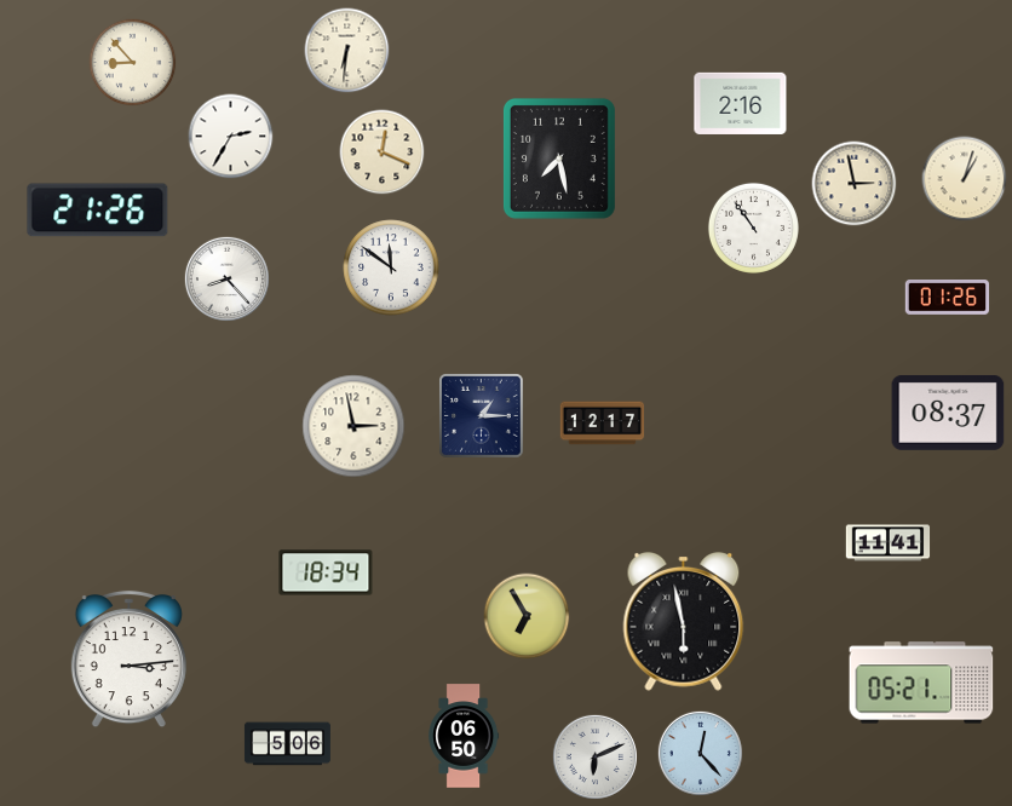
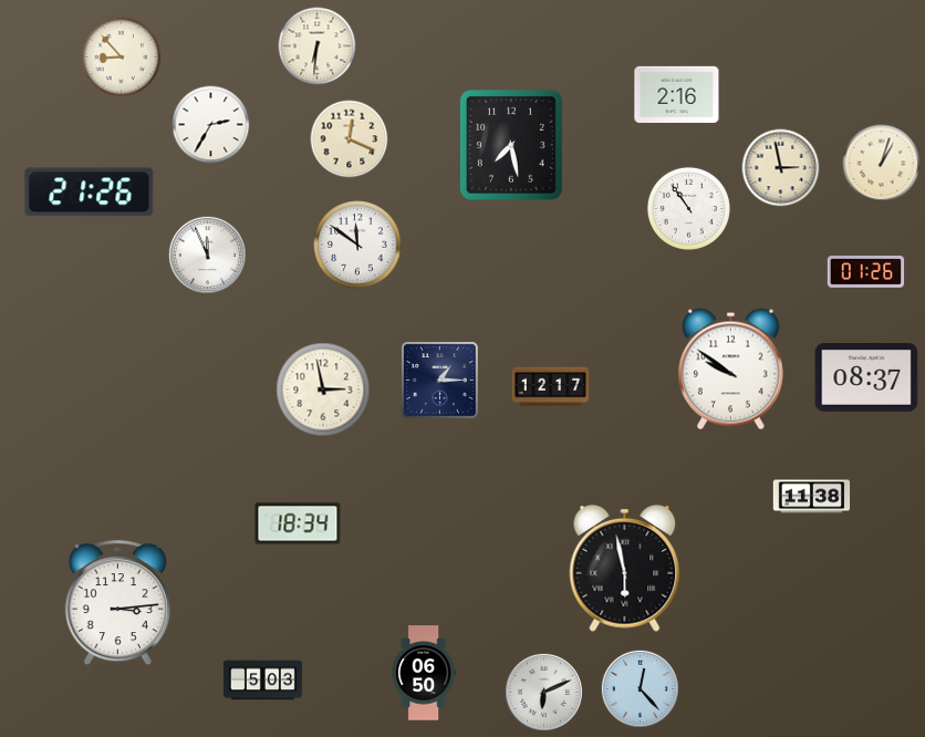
clock at (226, 278): 8:23 -> 11:56
clock at (730, 370): none -> 9:51
clock at (889, 543): 11:41 -> 11:38
clock at (527, 616): 6:55 -> none
clock at (921, 683): 05:21 -> none
clock at (287, 744): 5:06 -> 5:03
